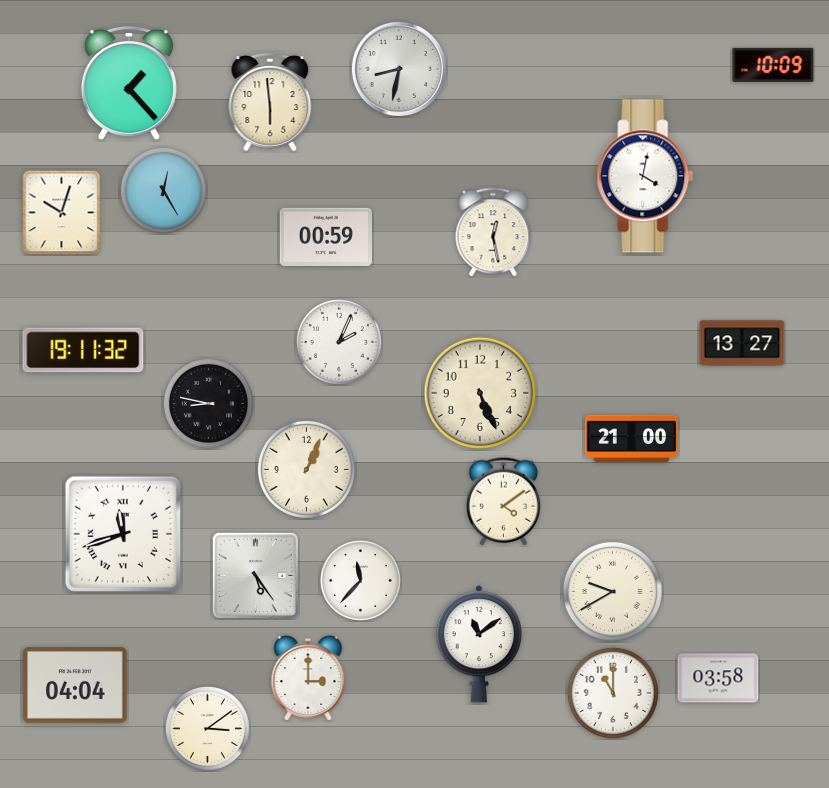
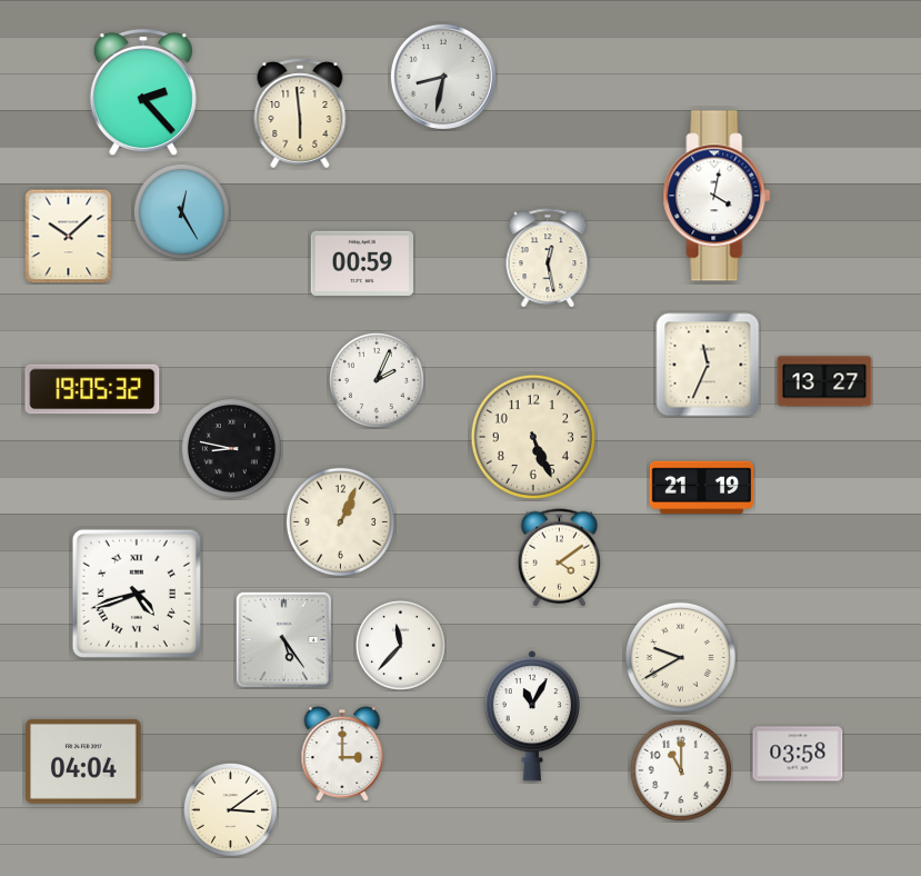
clock at (773, 65): 10:09 -> none
clock at (129, 84): 1:23 -> 2:23
clock at (62, 212): 10:03 -> 10:08
clock at (708, 365): none -> 11:34
clock at (83, 350): 19:11 -> 19:05
clock at (631, 439): 21:00 -> 21:19
clock at (123, 534): 11:42 -> 4:42
clock at (479, 645): 11:09 -> 11:05
